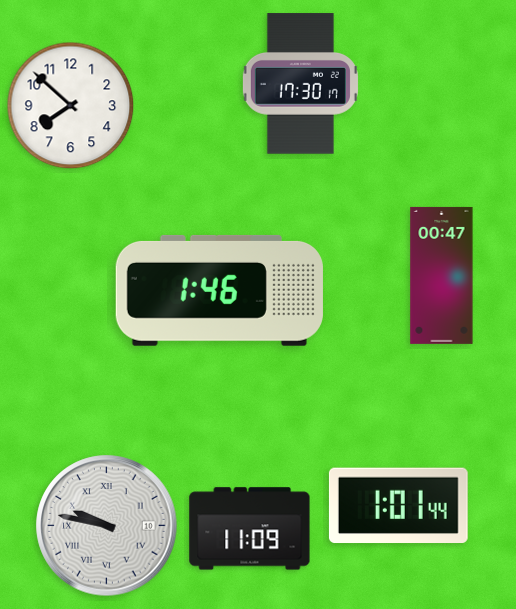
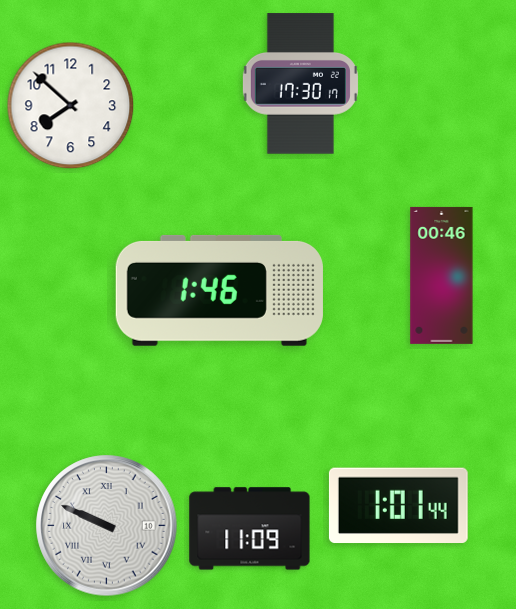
clock at (442, 275): 00:47 -> 00:46
clock at (107, 526): 9:47 -> 9:49
